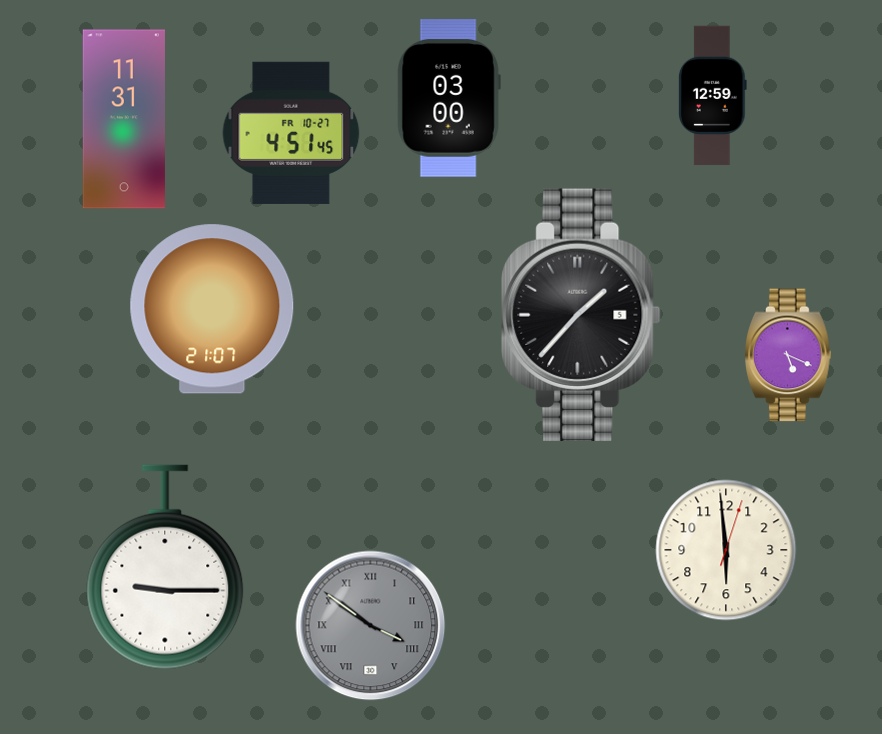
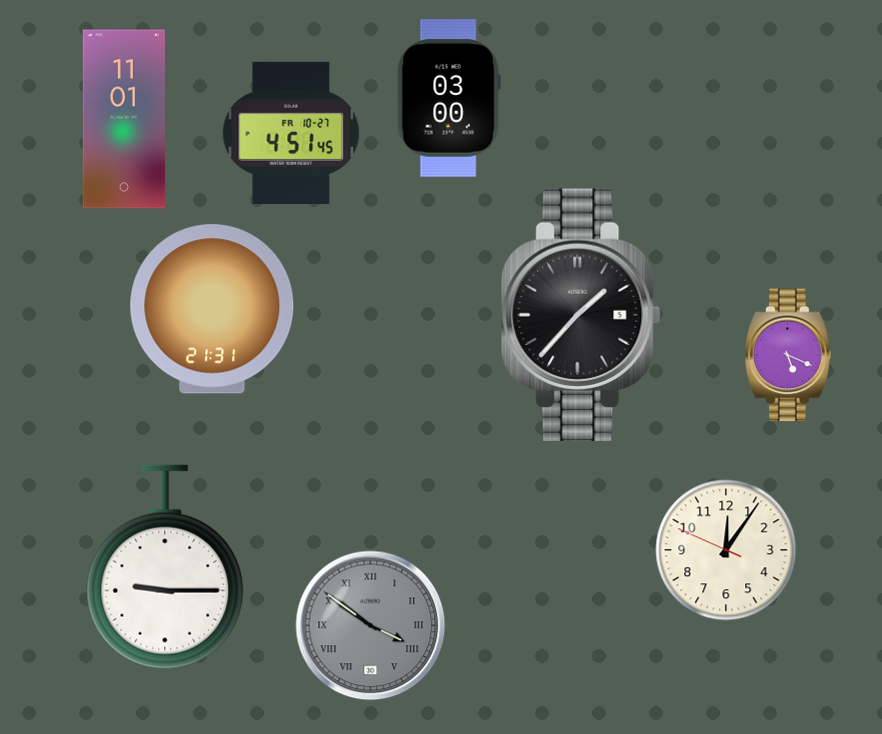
clock at (712, 96): 12:59 -> none
clock at (124, 119): 11:31 -> 11:01
clock at (212, 309): 21:07 -> 21:31
clock at (726, 550): 5:59 -> 12:05
